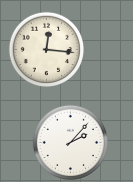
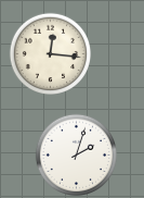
clock at (70, 142): 2:07 -> 2:03
